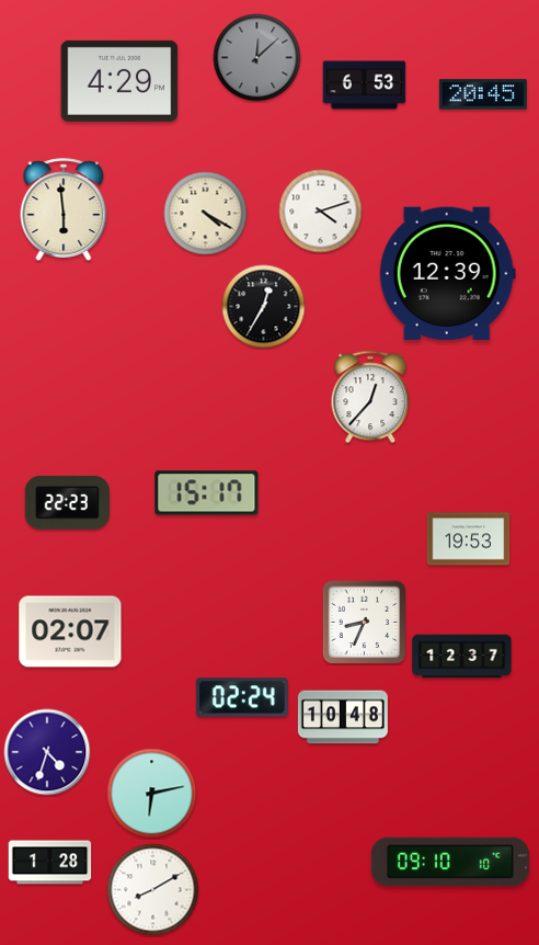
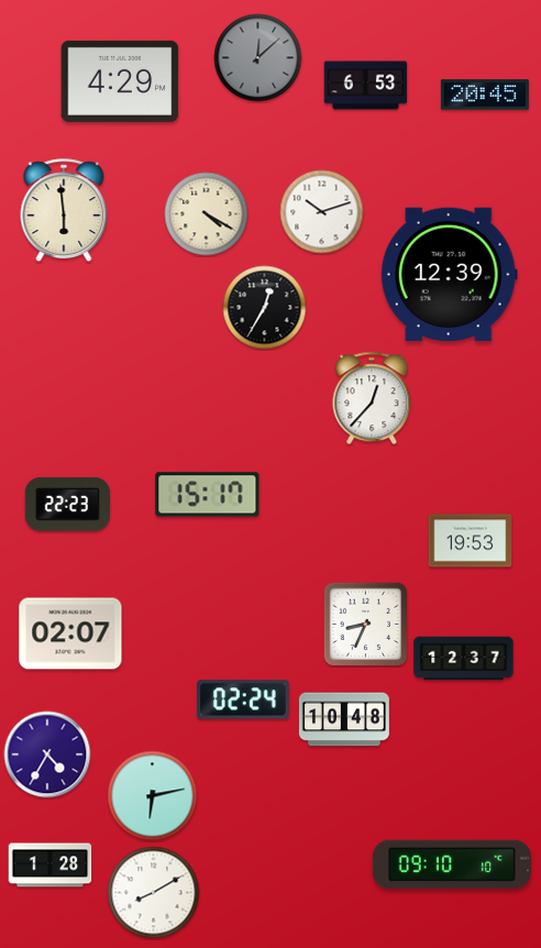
clock at (321, 212): 4:12 -> 10:12
clock at (47, 752): 4:33 -> 4:35
